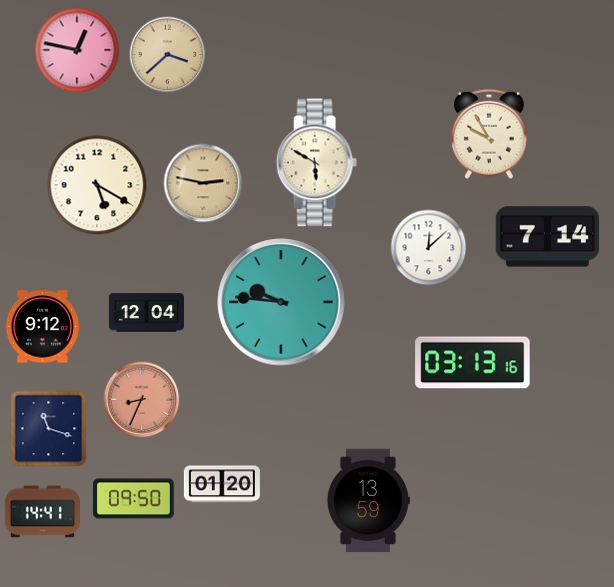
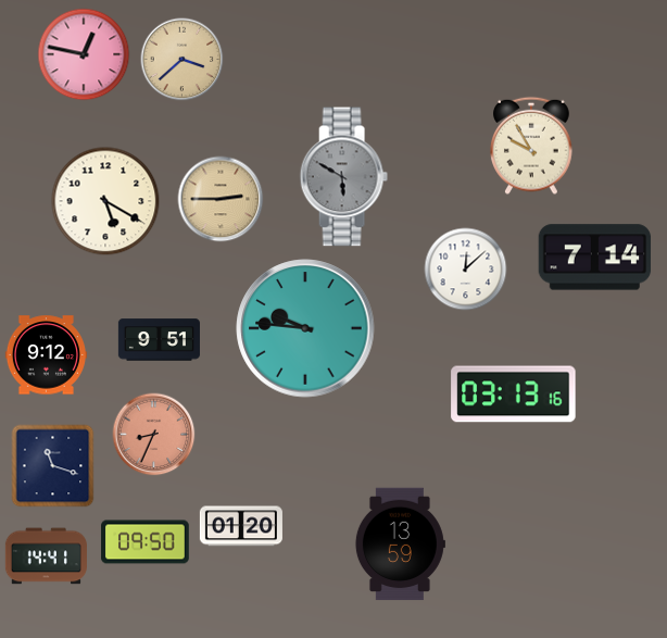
clock at (316, 163) dial: cream -> grey
clock at (203, 183): 2:47 -> 2:45
clock at (146, 313): 12:04 -> 9:51
